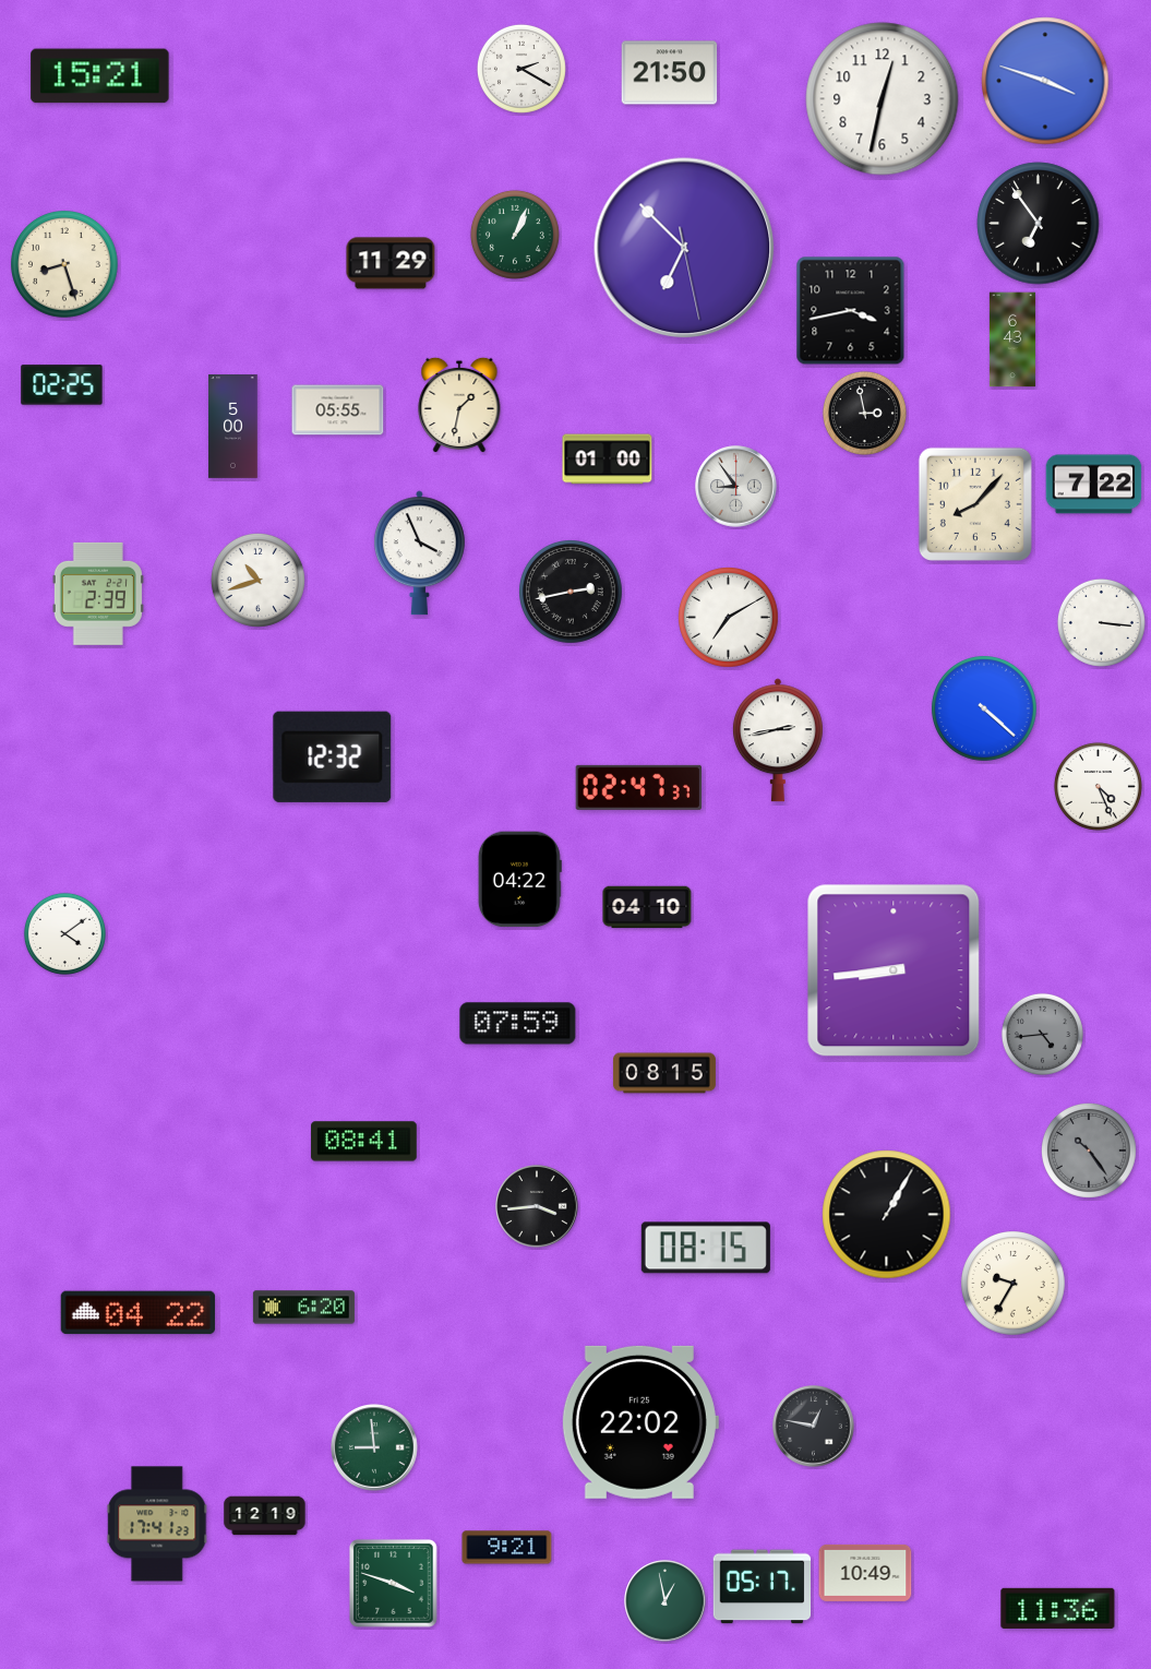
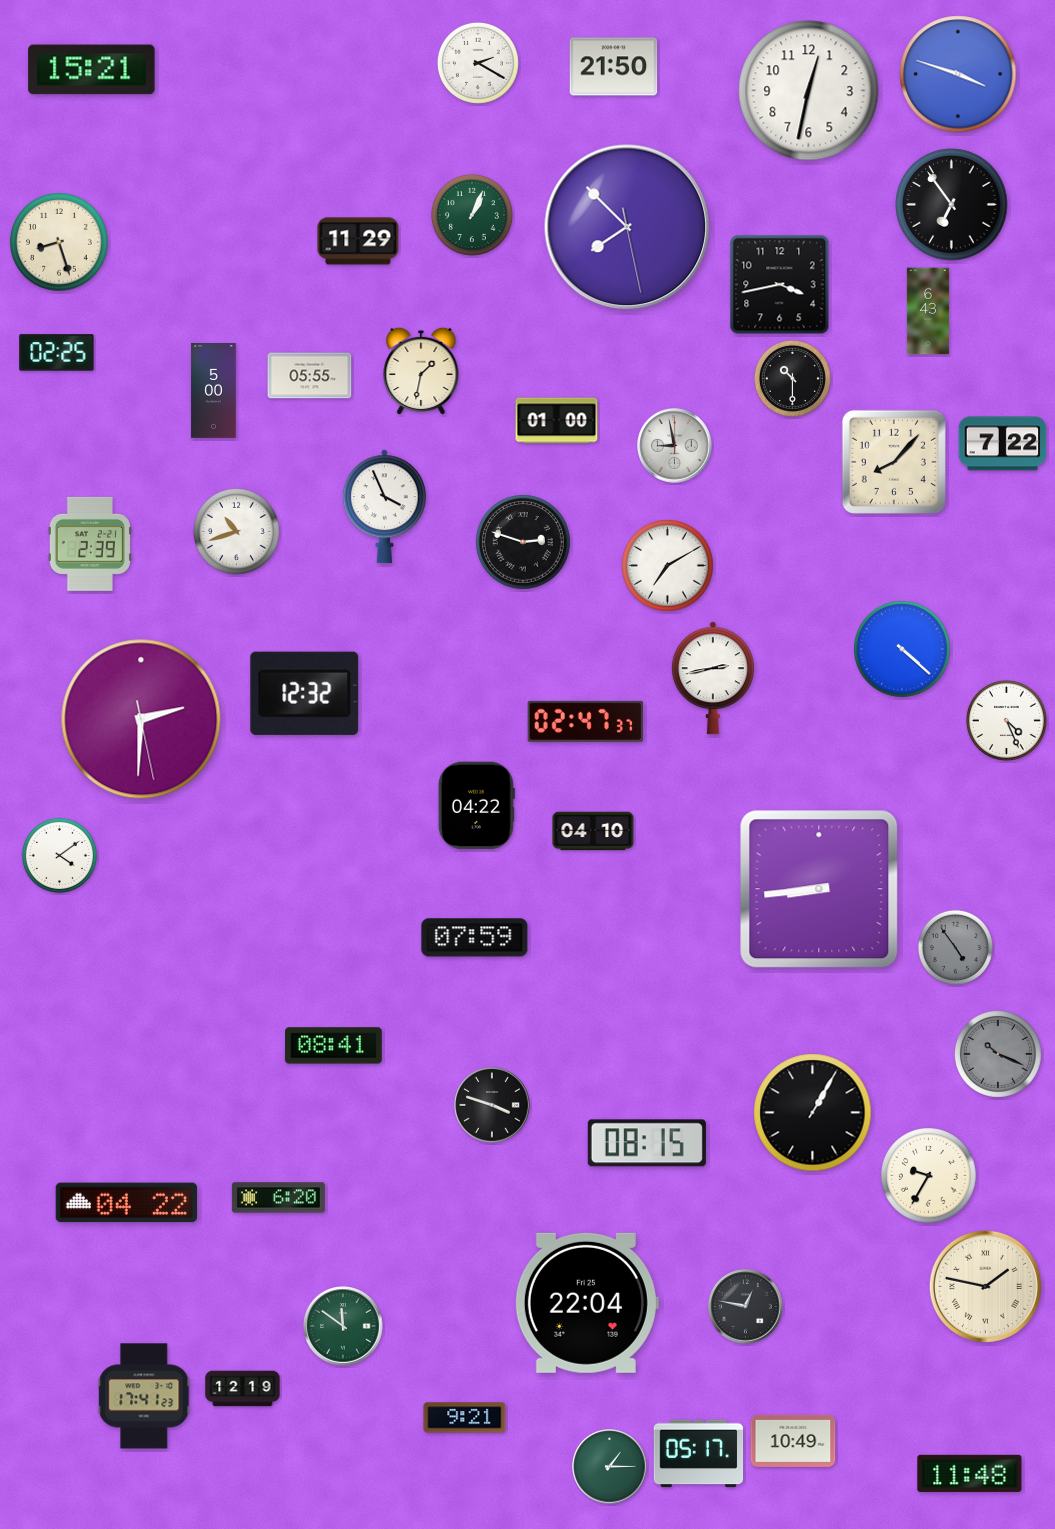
clock at (684, 248): 6:52 -> 7:52
clock at (864, 413): 2:58 -> 10:30
clock at (736, 487): 8:54 -> 8:58
clock at (571, 592): 2:43 -> 2:48
clock at (1101, 622): 3:16 -> none
clock at (141, 719): none -> 2:30
clock at (1042, 1034): 4:44 -> 4:54
clock at (664, 1073): 08:15 -> none
clock at (1089, 1151): 10:24 -> 10:19
clock at (537, 1206): 3:44 -> 3:48
clock at (985, 1286): none -> 1:47
clock at (639, 1422): 22:02 -> 22:04
clock at (374, 1447): 8:59 -> 11:51
clock at (394, 1584): 3:48 -> none
clock at (666, 1601): 12:58 -> 1:15
clock at (1058, 1608): 11:36 -> 11:48
